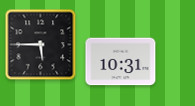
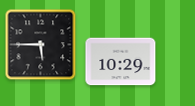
clock at (121, 62): 10:31 -> 10:29
